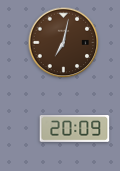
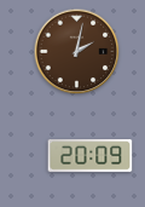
clock at (64, 43): 7:02 -> 2:02
